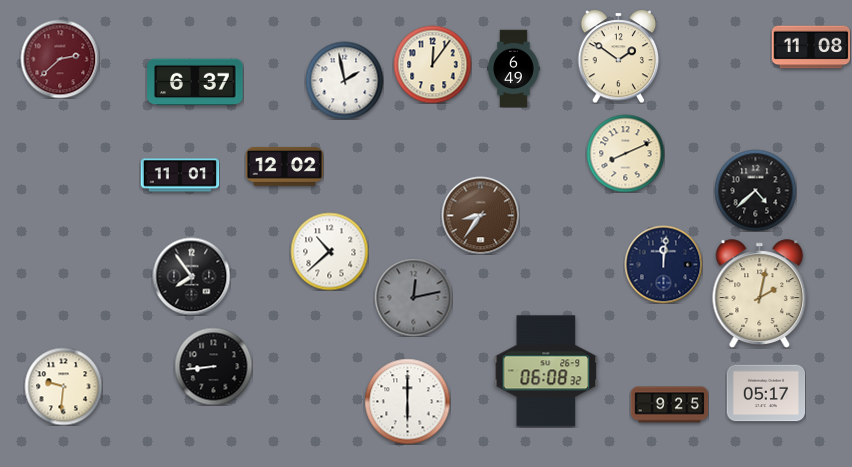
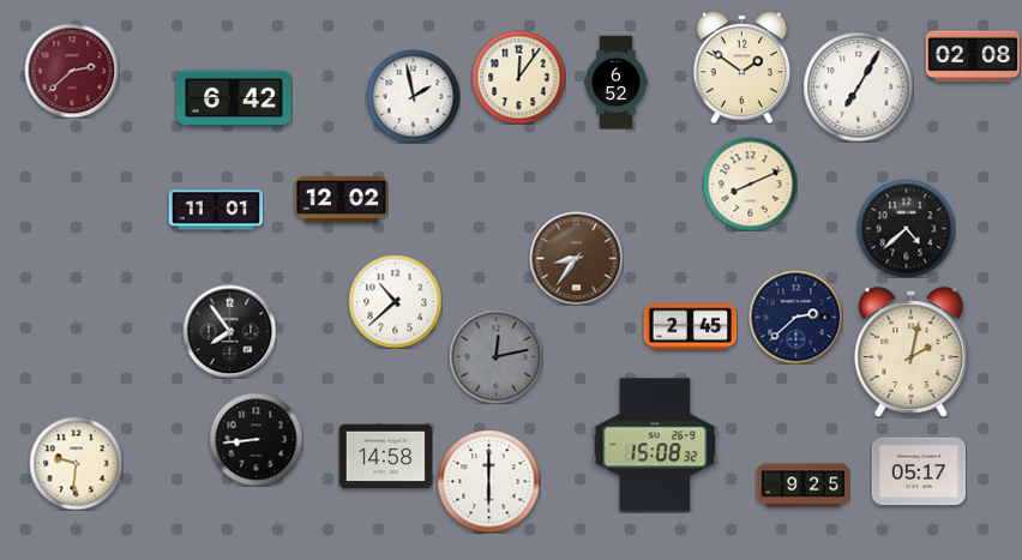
clock at (811, 47): 11:08 -> 02:08
clock at (514, 68): 6:49 -> 6:52
clock at (858, 86): none -> 7:05
clock at (195, 82): 6:37 -> 6:42
clock at (663, 264): 12:01 -> 2:38
clock at (690, 327): none -> 2:45
clock at (546, 371): 06:08 -> 15:08
clock at (385, 457): none -> 14:58
